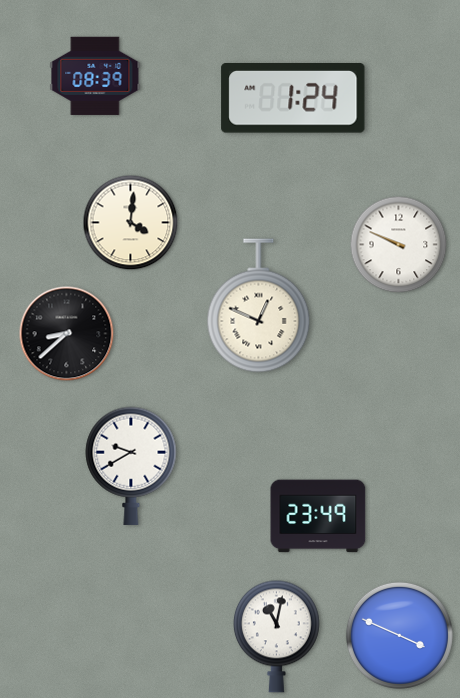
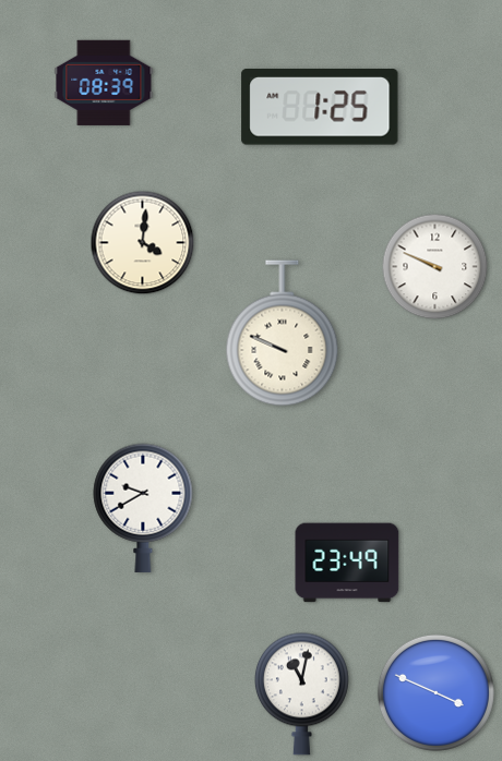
clock at (293, 99): 1:24 -> 1:25
clock at (259, 306): 12:49 -> 9:49
clock at (67, 334): 8:38 -> none
